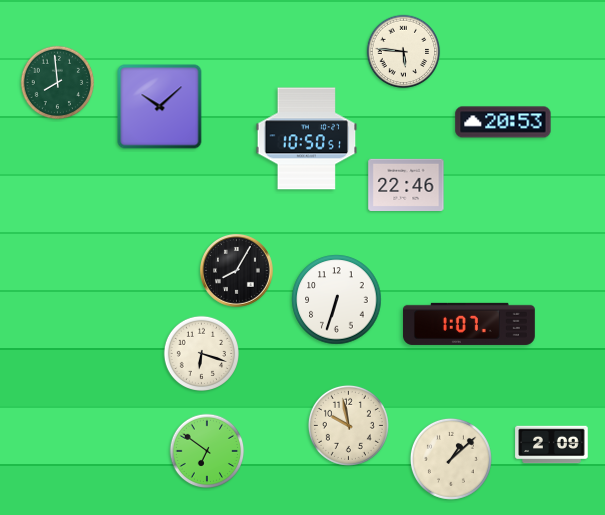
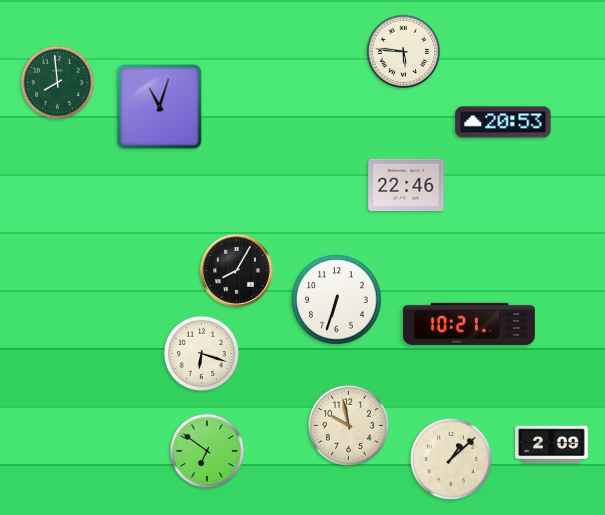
clock at (160, 107): 10:08 -> 11:03
clock at (307, 139): 10:50 -> none
clock at (469, 324): 1:07 -> 10:21
